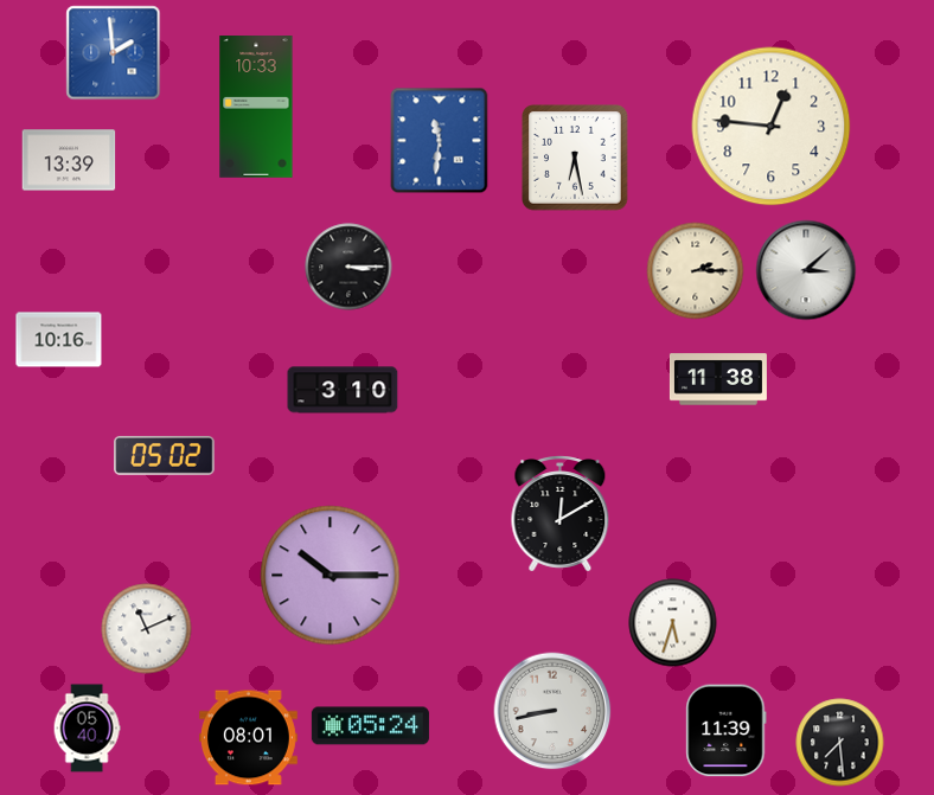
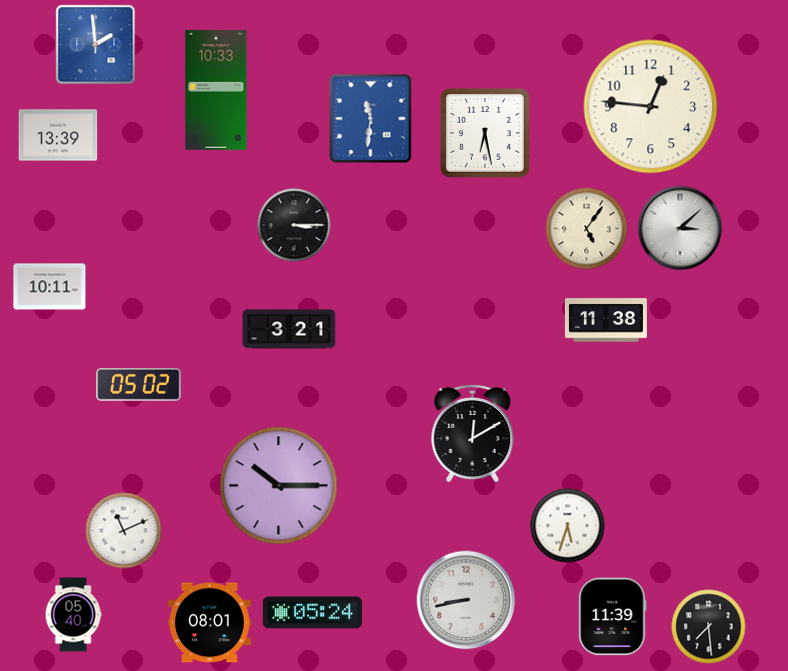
clock at (696, 271): 2:15 -> 5:06
clock at (59, 340): 10:16 -> 10:11
clock at (343, 390): 3:10 -> 3:21
